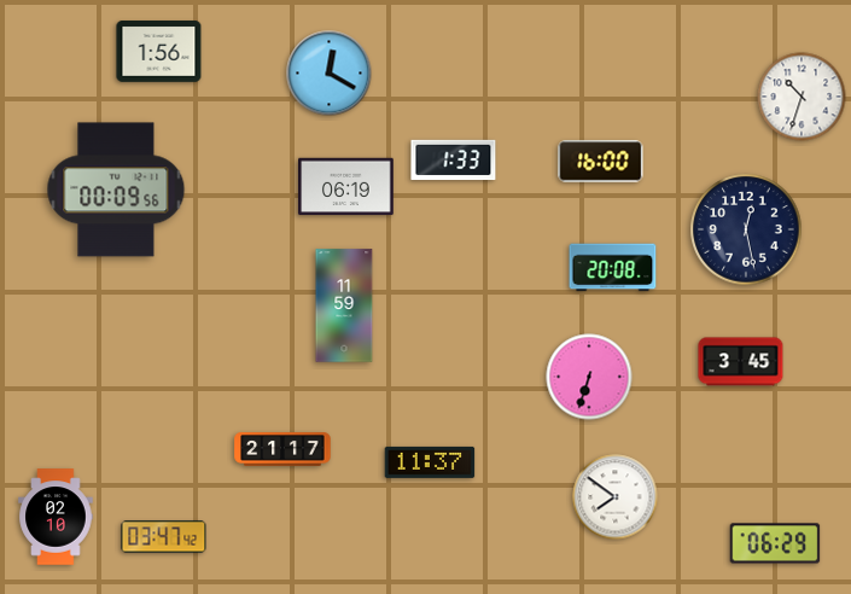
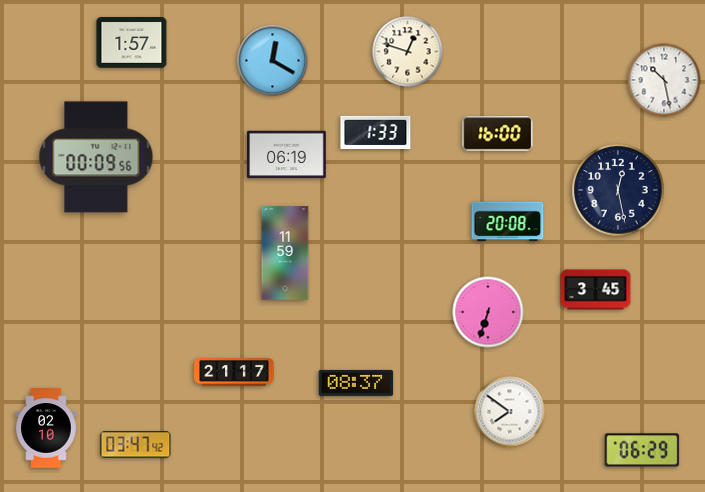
clock at (159, 52): 1:56 -> 1:57
clock at (408, 52): none -> 12:48
clock at (802, 97): 10:33 -> 10:28
clock at (741, 362) position: (741, 362) -> (596, 290)
clock at (430, 462): 11:37 -> 08:37
